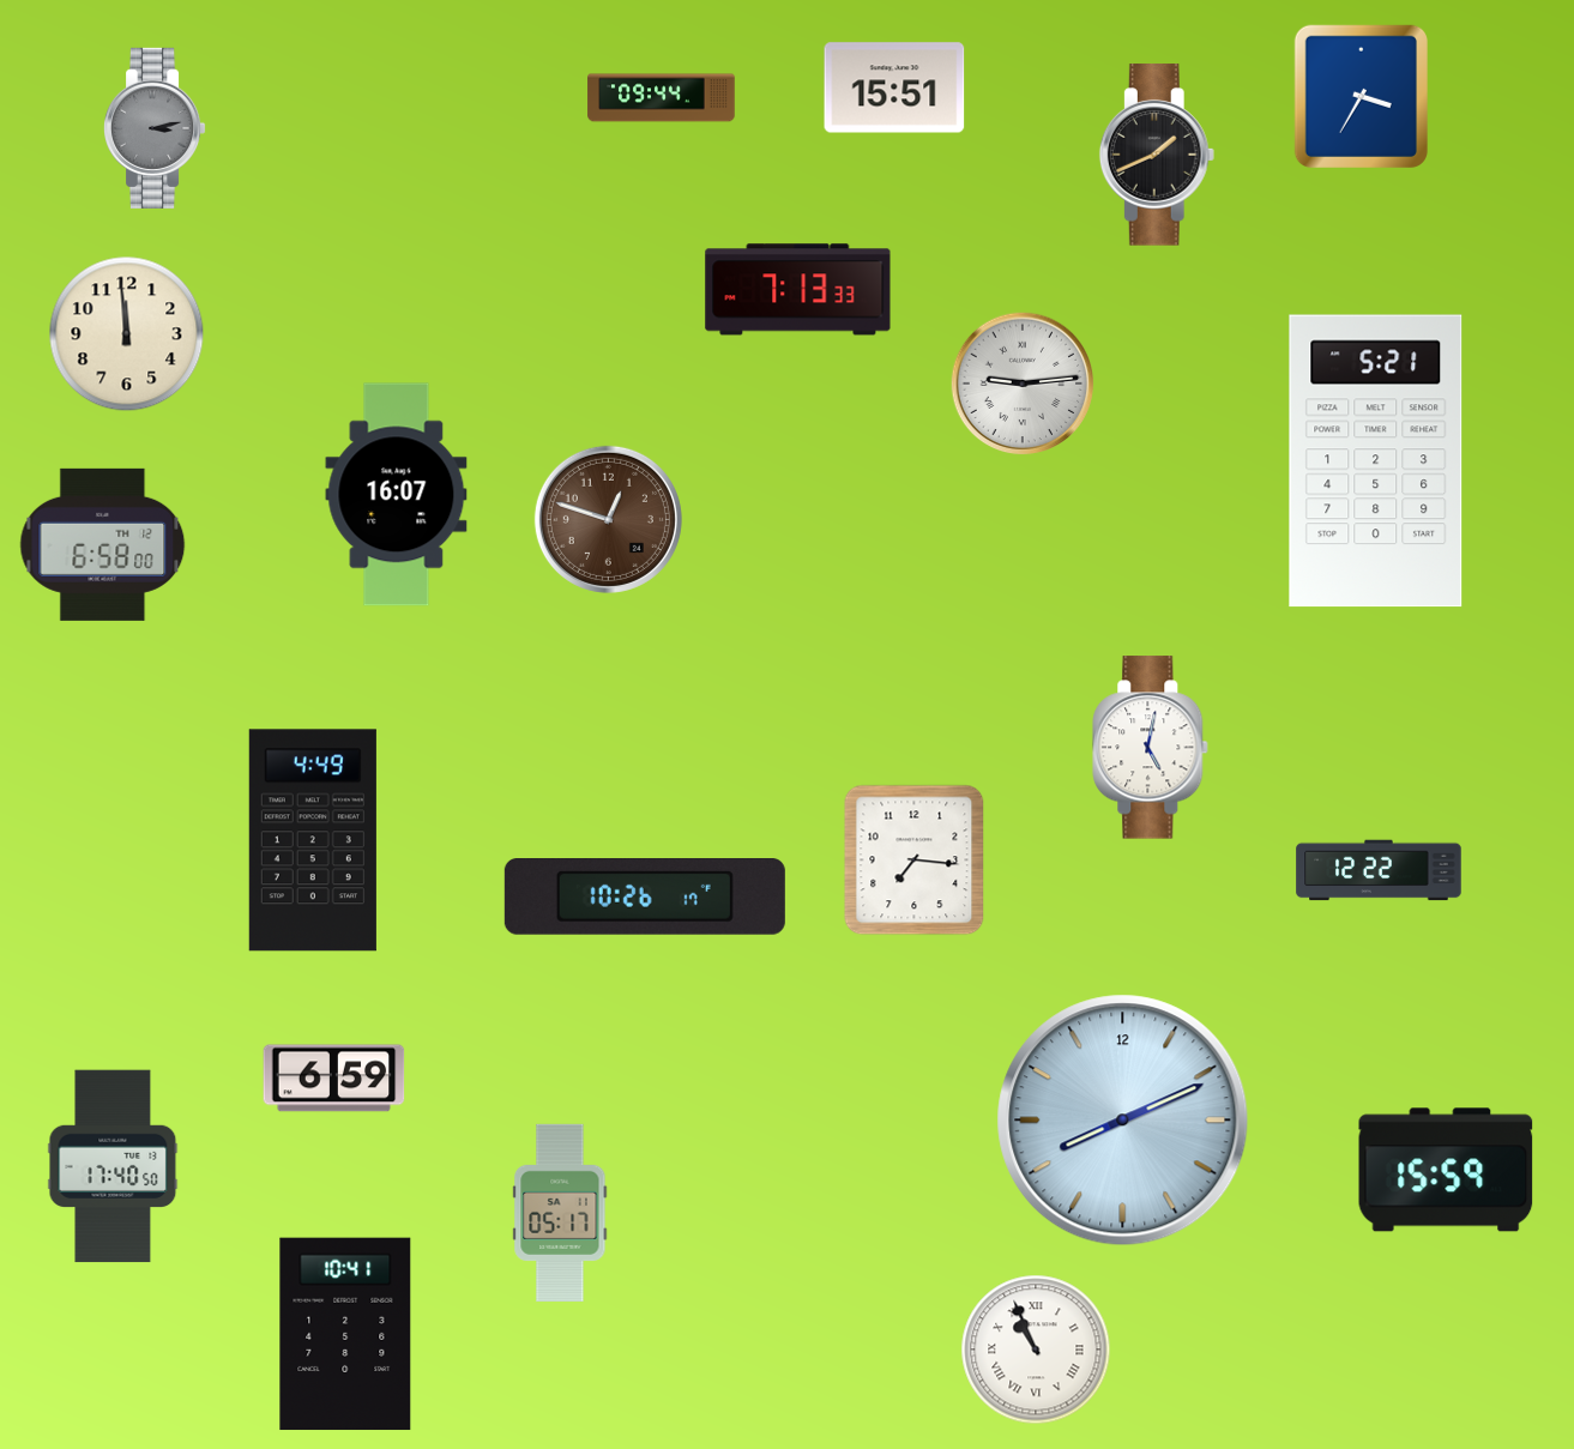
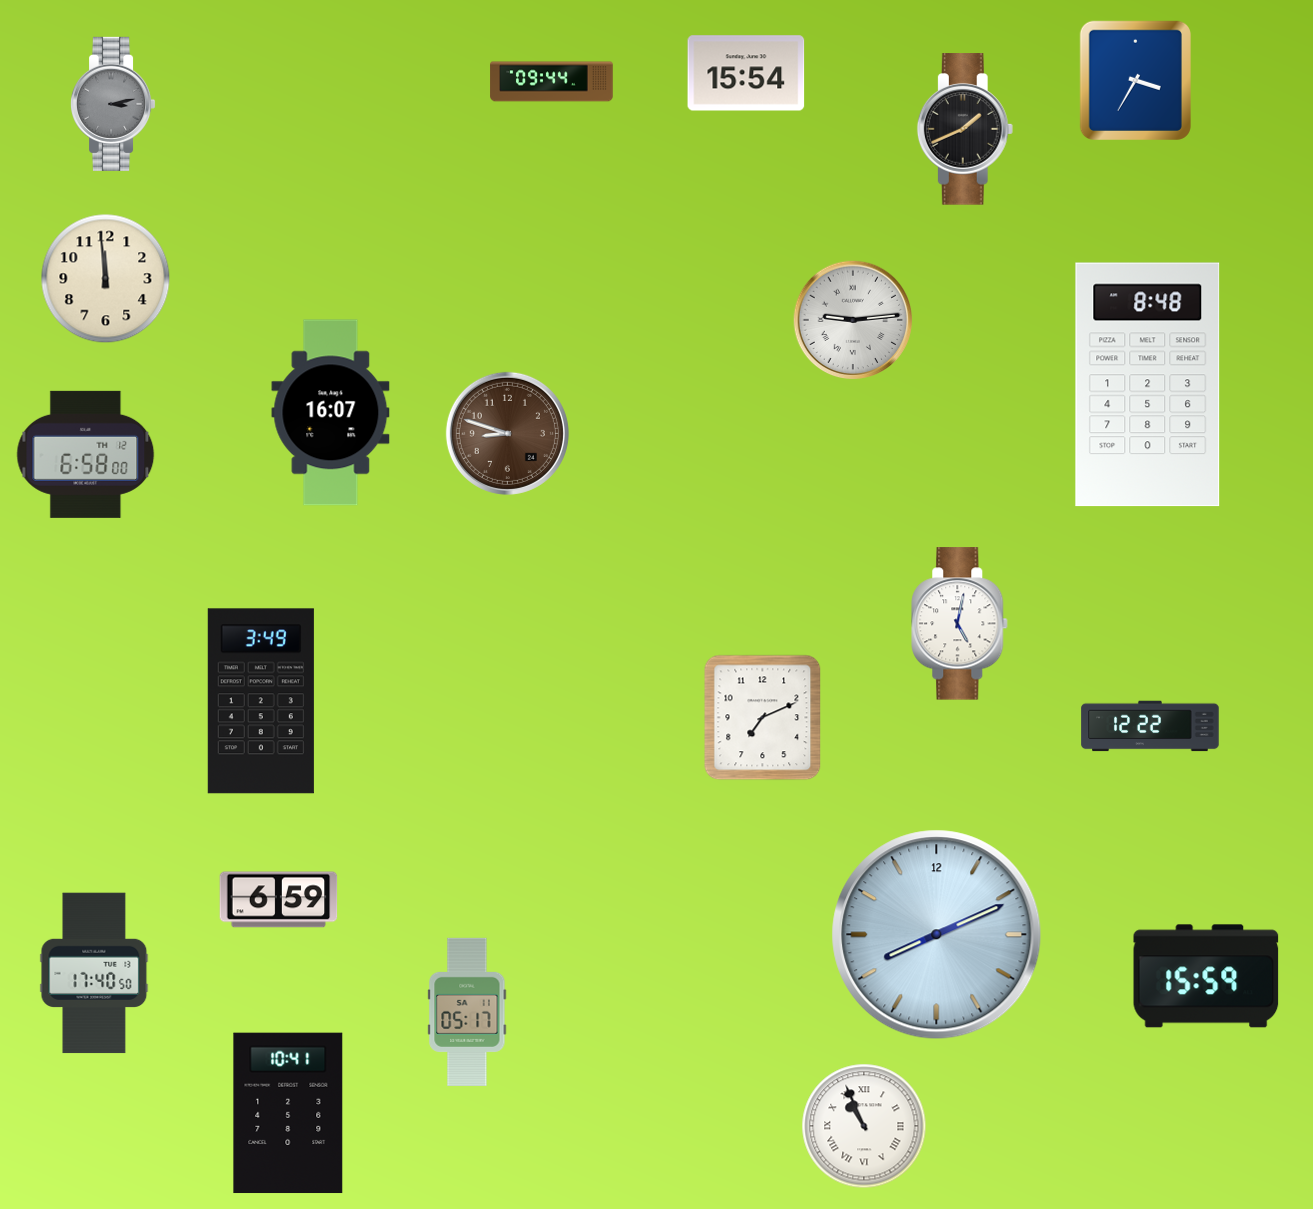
clock at (894, 87): 15:51 -> 15:54
clock at (156, 128) position: (156, 128) -> (114, 104)
clock at (798, 290): 7:13 -> none
clock at (1376, 461): 5:21 -> 8:48
clock at (608, 519): 12:48 -> 8:48
clock at (313, 840): 4:49 -> 3:49
clock at (915, 861): 7:16 -> 7:11
clock at (645, 898): 10:26 -> none
